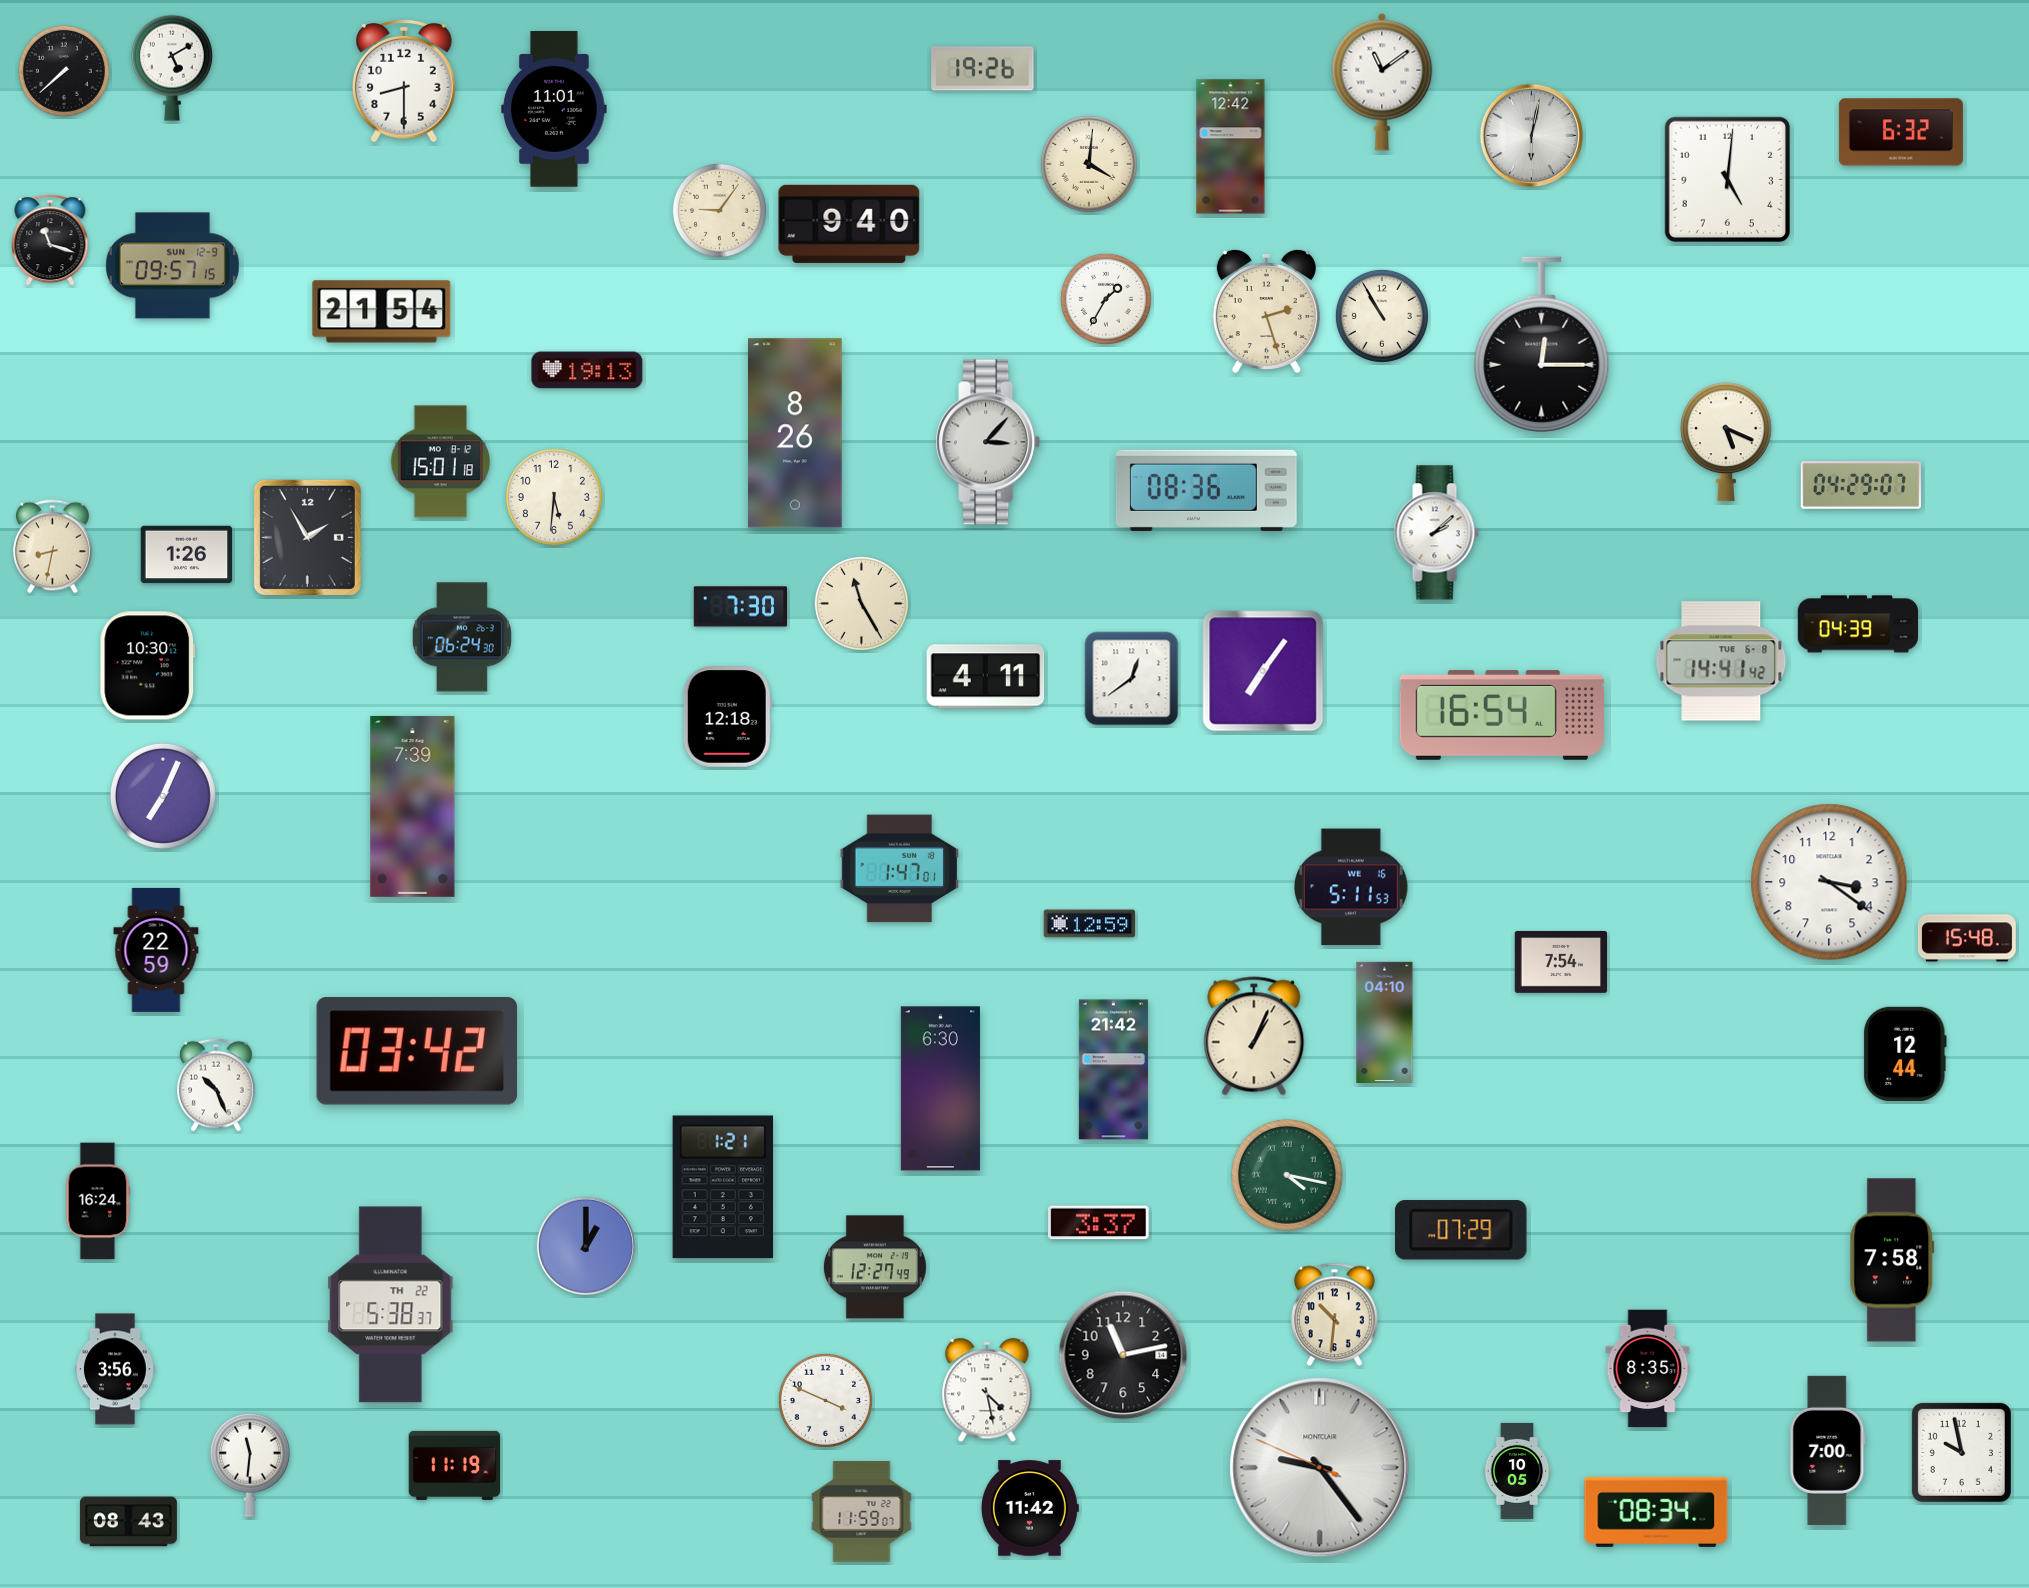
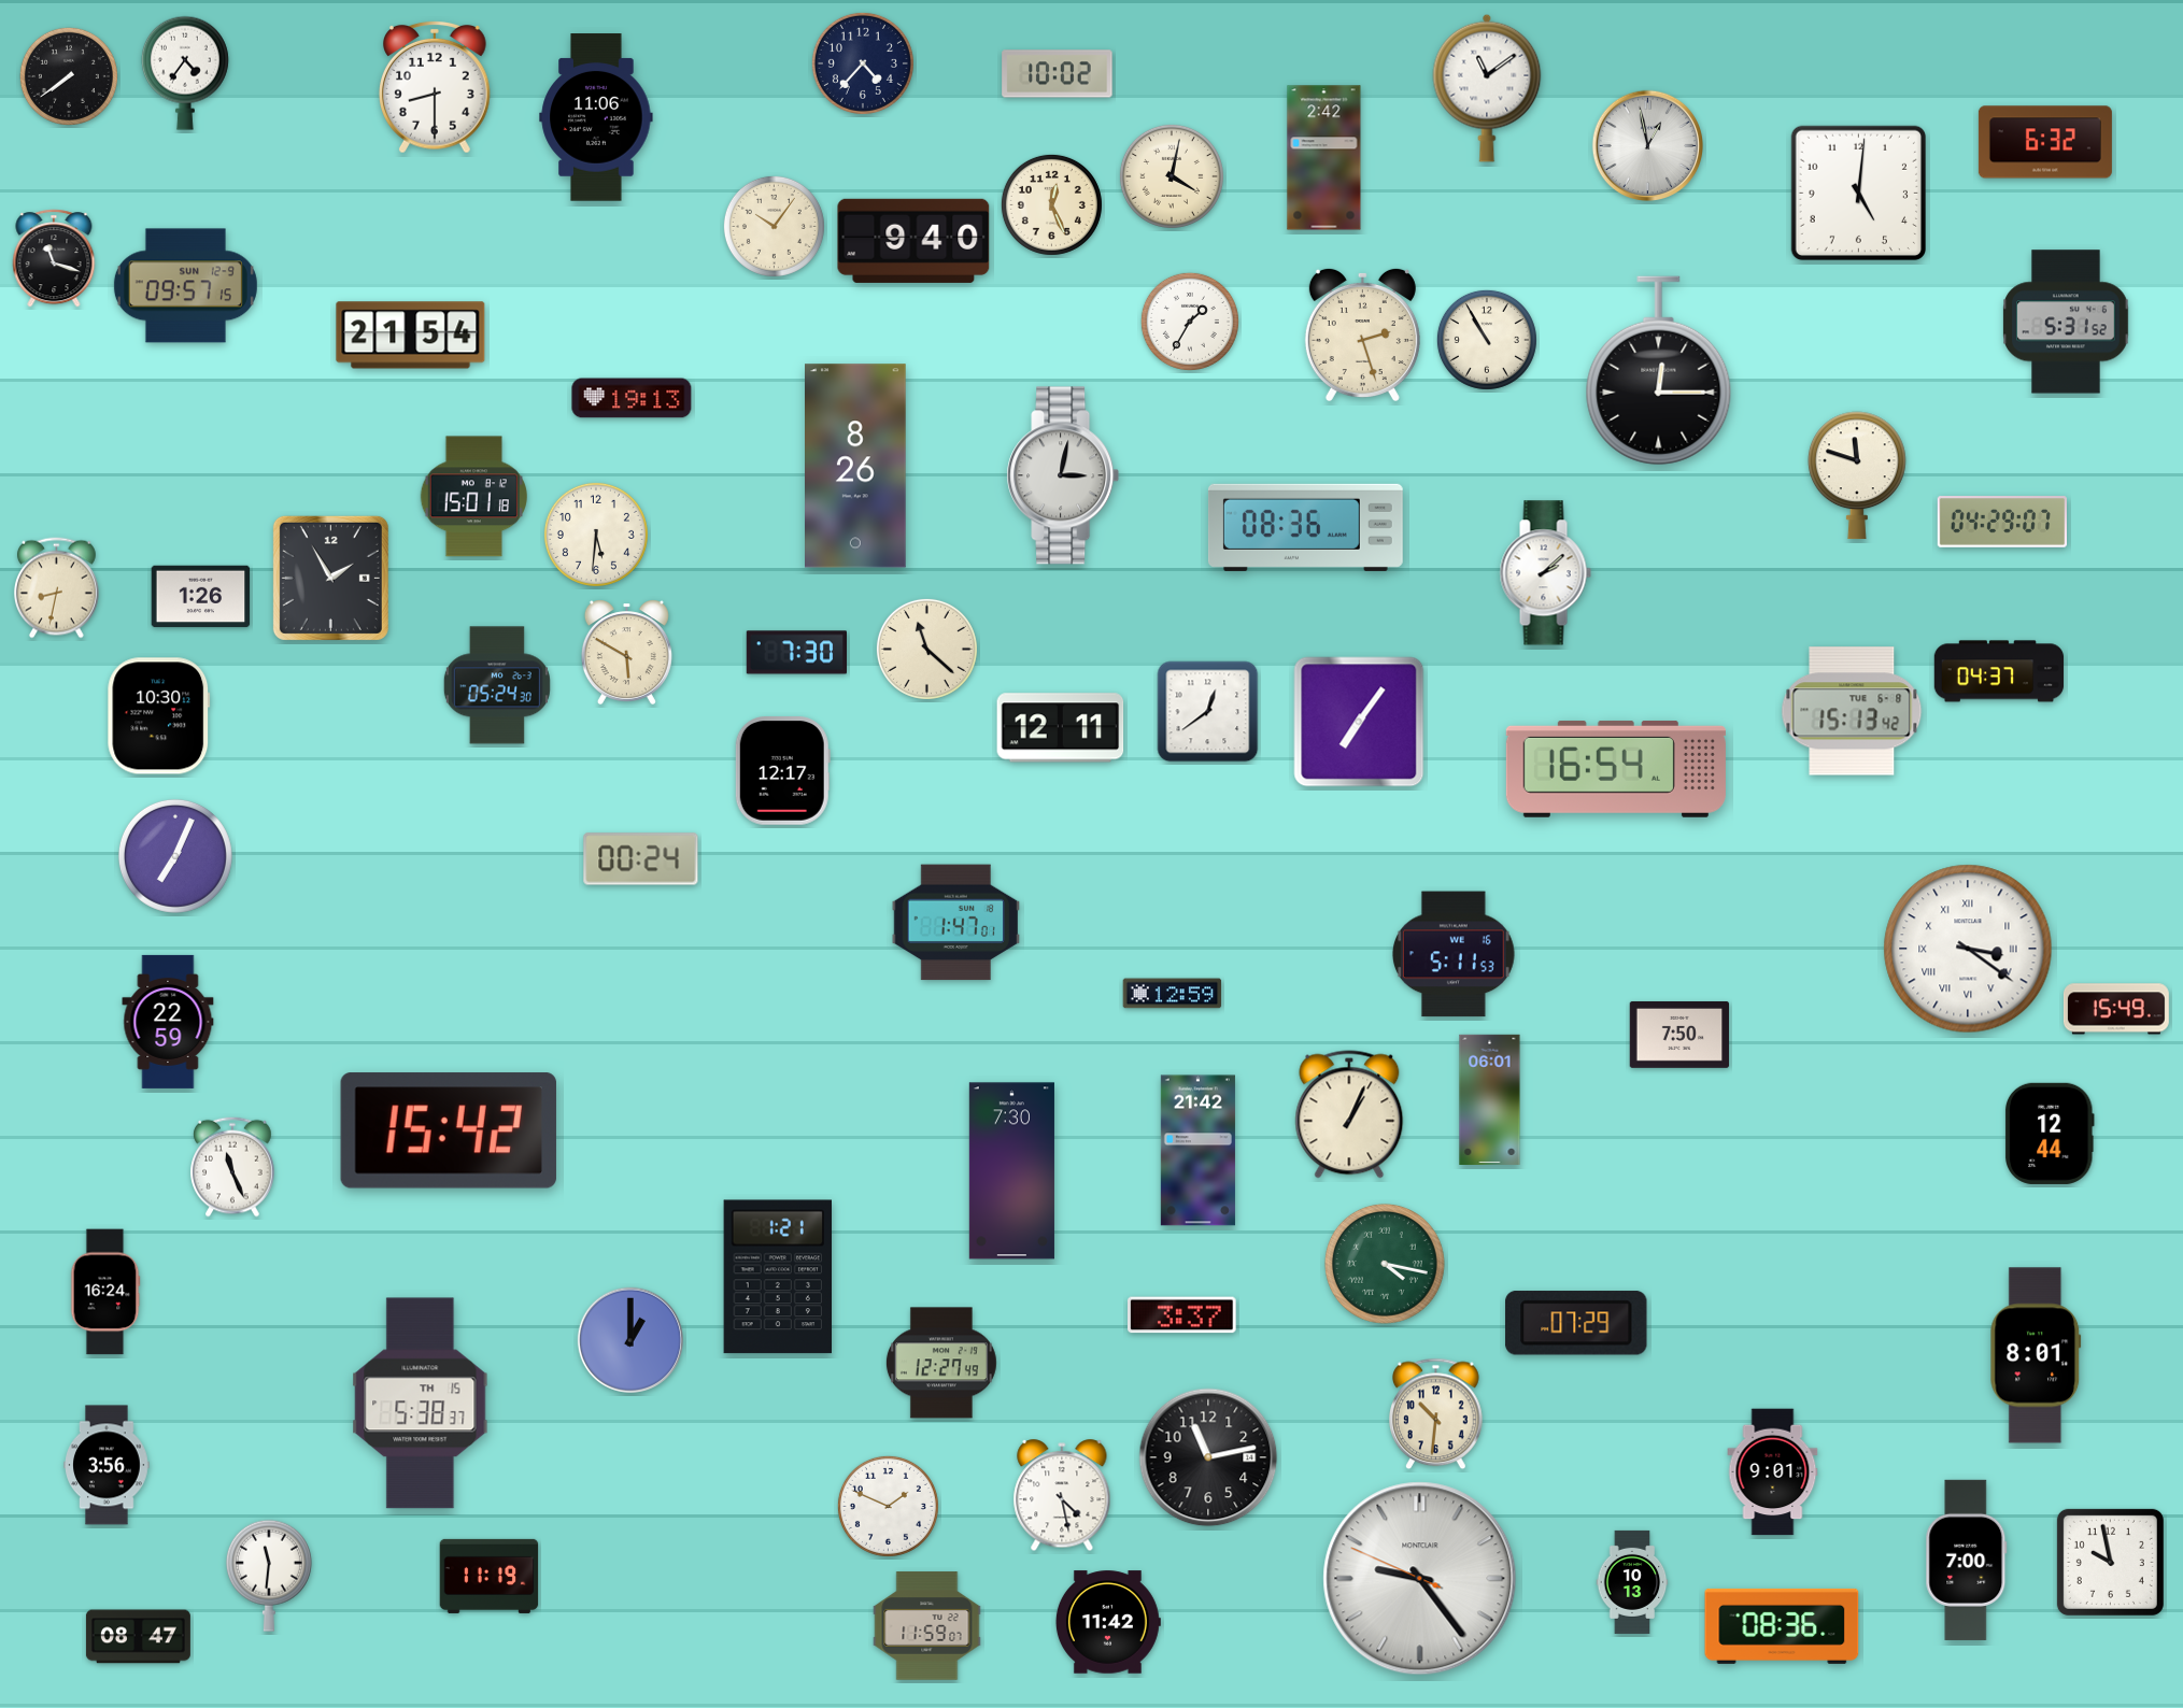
clock at (863, 63): none -> 4:37
clock at (172, 68): 5:10 -> 4:36
clock at (983, 69): 19:26 -> 10:02
clock at (64, 71): 7:38 -> 7:39
clock at (554, 109): 11:01 -> 11:06
clock at (1531, 135): 6:02 -> 12:58
clock at (1231, 147): 12:42 -> 2:42
clock at (1089, 164): 4:01 -> 4:02
clock at (1051, 204): none -> 12:26
clock at (719, 210): 9:06 -> 10:06
clock at (2066, 322): none -> 5:31
clock at (988, 442): 3:07 -> 3:02
clock at (1726, 442): 5:19 -> 11:48
clock at (1206, 490) position: (1206, 490) -> (1305, 527)
clock at (861, 603): 11:25 -> 11:22
clock at (626, 652): none -> 5:50
clock at (1858, 624): 04:39 -> 04:37
clock at (462, 637): 06:24 -> 05:24
clock at (1721, 661): 14:41 -> 15:13
clock at (986, 677): 4:11 -> 12:11
clock at (1132, 679) position: (1132, 679) -> (1208, 712)
clock at (727, 717): 12:18 -> 12:17
clock at (641, 859): none -> 00:24
clock at (413, 806): 7:39 -> none
clock at (899, 869) position: (899, 869) -> (955, 923)
clock at (1829, 882) numerals: Arabic -> Roman
clock at (1967, 938): 15:48 -> 15:49
clock at (1561, 962): 7:54 -> 7:50
clock at (1385, 1022): 04:10 -> 06:01
clock at (417, 1051): 03:42 -> 15:42
clock at (216, 1085): 10:26 -> 11:26
clock at (940, 1089): 6:30 -> 7:30
clock at (1461, 1230) position: (1461, 1230) -> (1576, 1323)
clock at (1892, 1260): 7:58 -> 8:01
clock at (391, 1305) date: TH 22 -> TH 15
clock at (115, 1369) position: (115, 1369) -> (107, 1465)
clock at (1648, 1369): 8:35 -> 9:01
clock at (825, 1400): 3:49 -> 1:49
clock at (1517, 1471): 10:05 -> 10:13
clock at (1656, 1512): 08:34 -> 08:36
clock at (128, 1522): 08:43 -> 08:47
